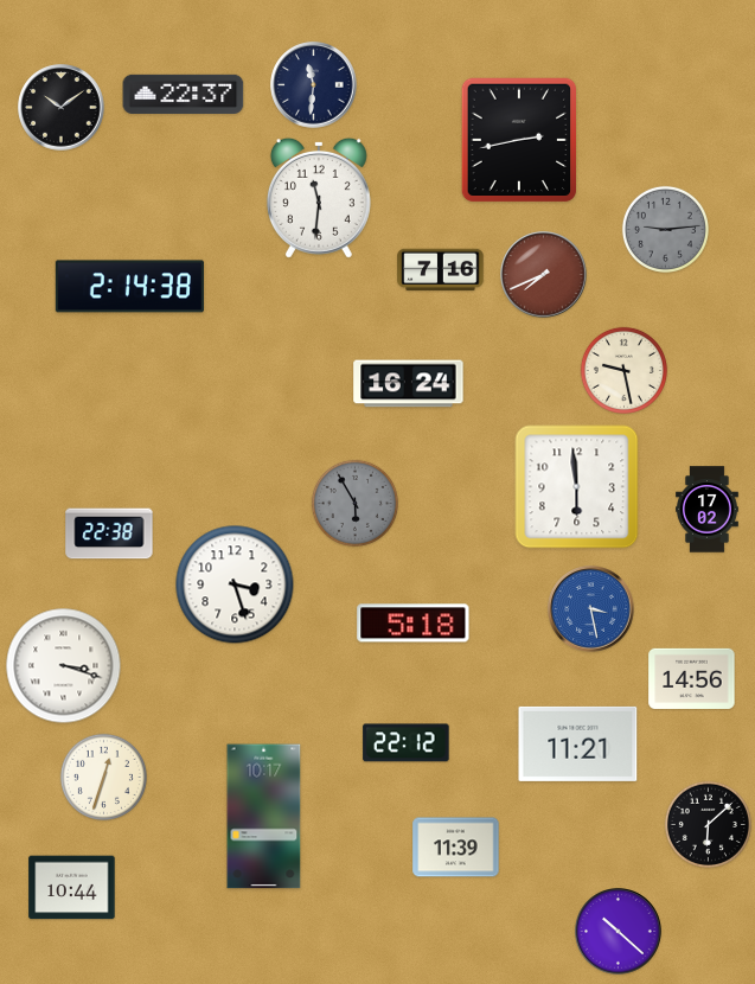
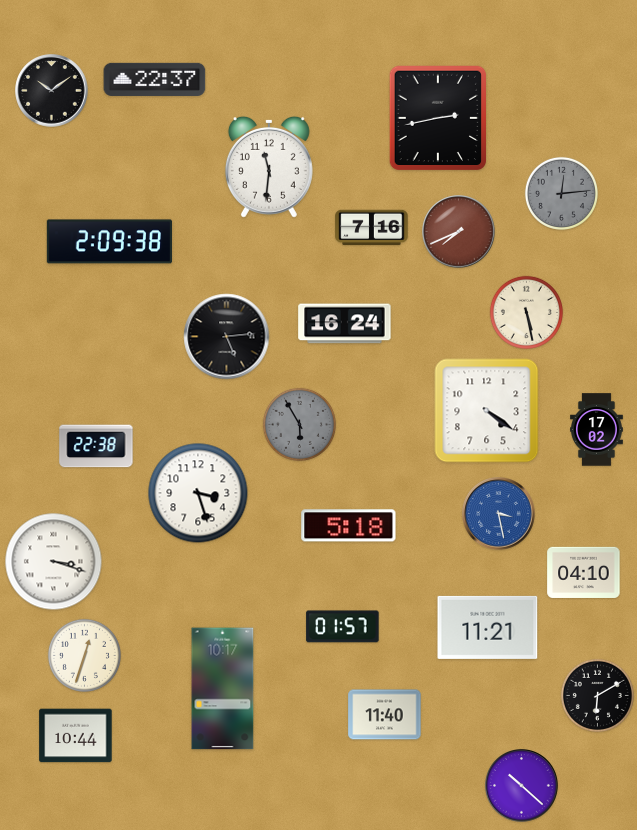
clock at (314, 85): 11:31 -> none
clock at (665, 229): 9:14 -> 12:14
clock at (129, 287): 2:14 -> 2:09
clock at (623, 370): 9:28 -> 5:28
clock at (227, 337): none -> 5:14
clock at (577, 487): 5:59 -> 4:21
clock at (109, 533) position: (109, 533) -> (96, 446)
clock at (692, 678): 14:56 -> 04:10
clock at (407, 743): 22:12 -> 01:57
clock at (103, 777) position: (103, 777) -> (84, 655)
clock at (708, 824): 6:08 -> 6:10
clock at (456, 848): 11:39 -> 11:40
clock at (72, 888) position: (72, 888) -> (76, 736)
